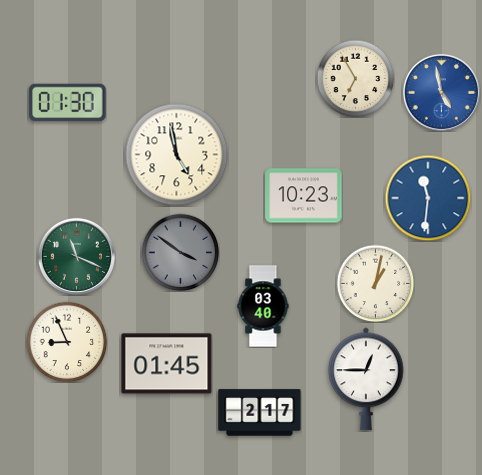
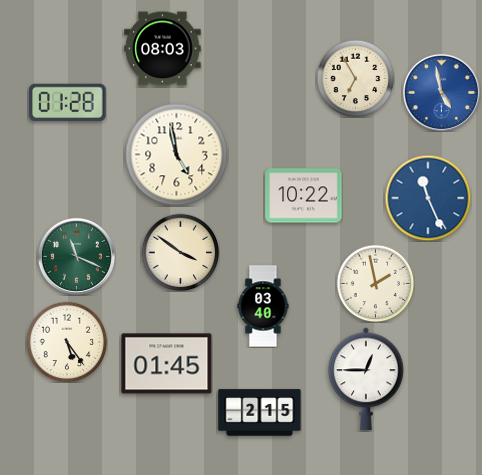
clock at (163, 49): none -> 08:03
clock at (68, 103): 01:30 -> 01:28
clock at (304, 196): 10:23 -> 10:22
clock at (428, 198): 11:31 -> 11:26
clock at (180, 252) dial: grey -> cream
clock at (375, 283): 1:02 -> 1:58
clock at (67, 342): 8:56 -> 5:24
clock at (260, 413): 2:17 -> 2:15
